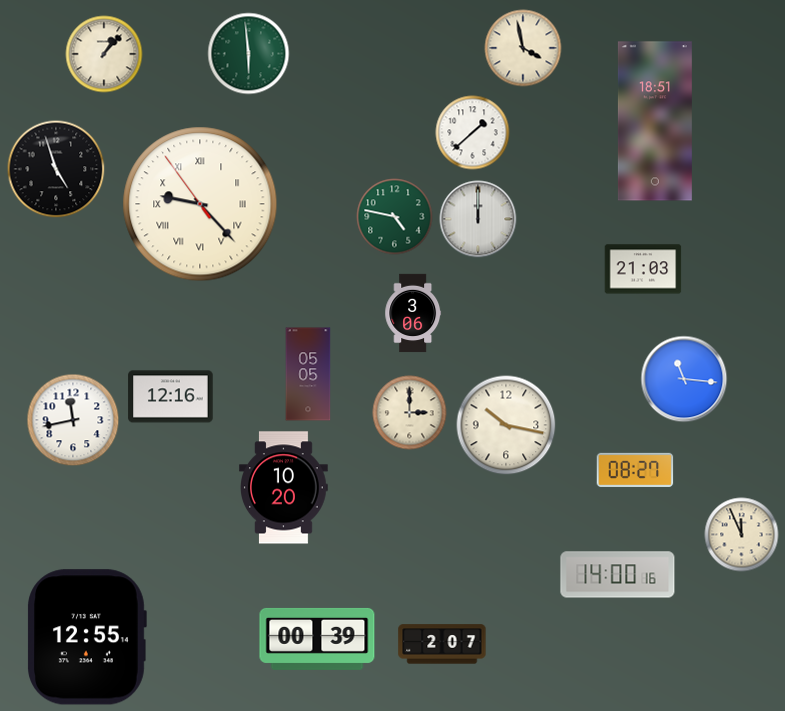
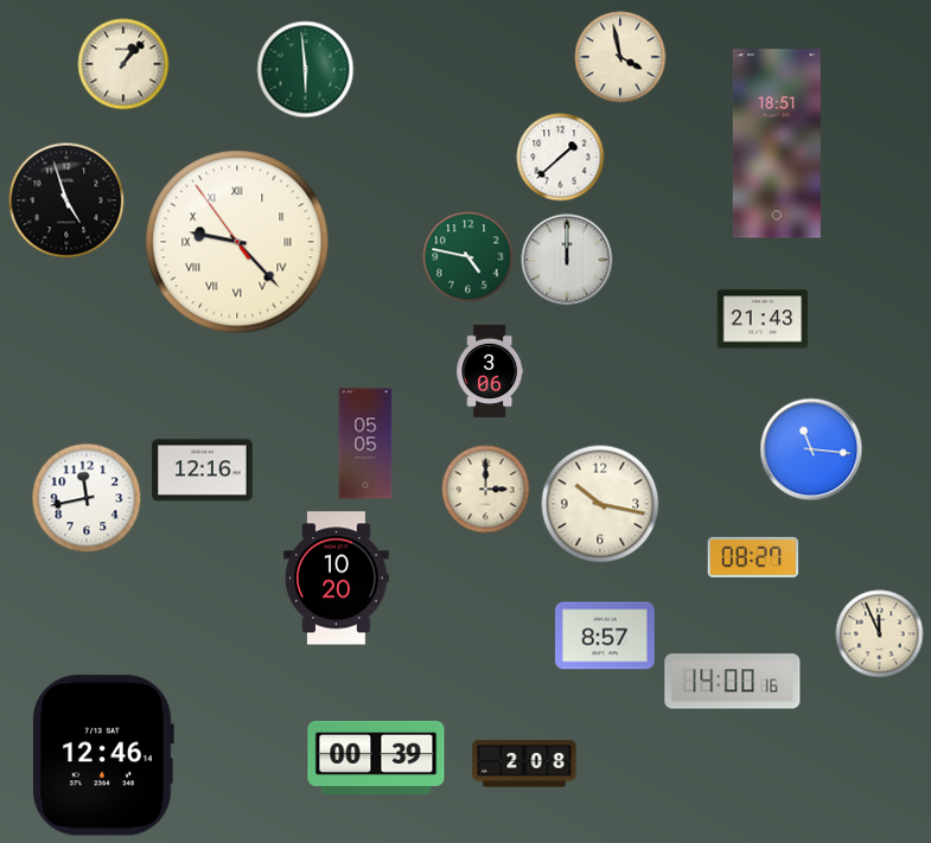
clock at (249, 54) position: (249, 54) -> (306, 70)
clock at (643, 269): 21:03 -> 21:43
clock at (605, 636): none -> 8:57
clock at (87, 637): 12:55 -> 12:46
clock at (442, 644): 2:07 -> 2:08
